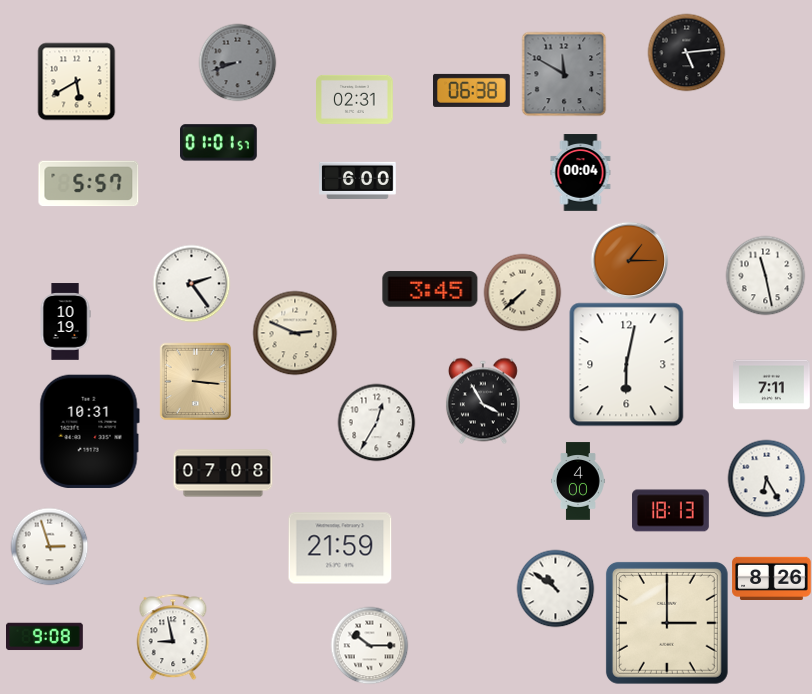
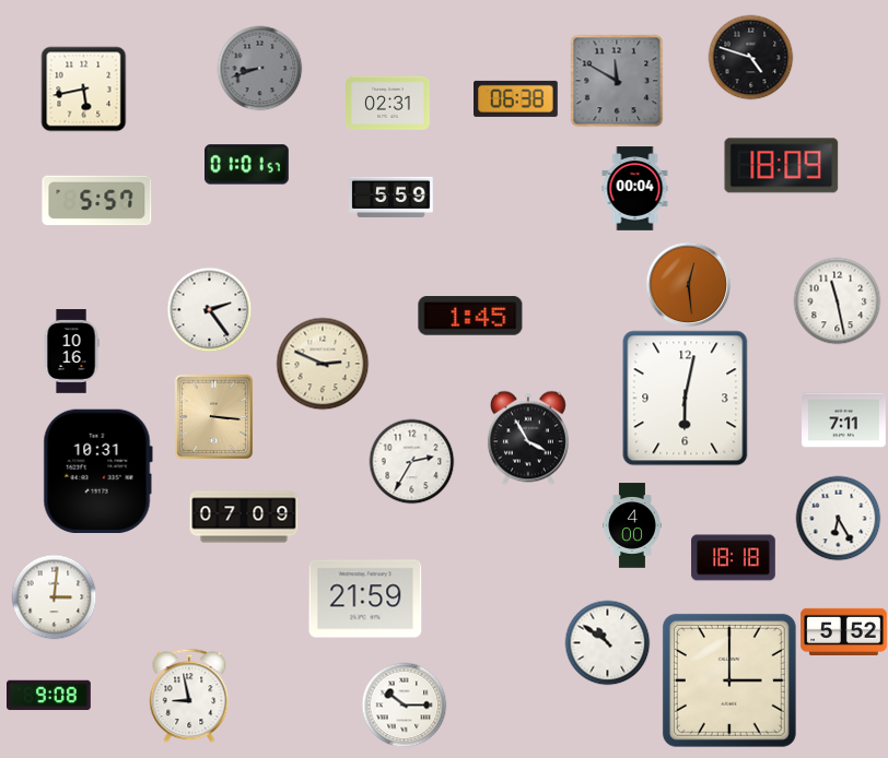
clock at (686, 52): 5:14 -> 4:48
clock at (76, 81): 5:40 -> 5:43
clock at (355, 99) position: (355, 99) -> (388, 103)
clock at (219, 143) position: (219, 143) -> (247, 165)
clock at (782, 166): none -> 18:09
clock at (358, 180): 6:00 -> 5:59
clock at (629, 260): 1:15 -> 12:29
clock at (430, 289): 3:45 -> 1:45
clock at (522, 292): 7:38 -> none
clock at (65, 322): 10:19 -> 10:16
clock at (376, 422): 12:35 -> 2:35
clock at (223, 473): 07:08 -> 07:09
clock at (766, 478) position: (766, 478) -> (838, 518)
clock at (671, 511): 18:13 -> 18:18
clock at (49, 546): 2:57 -> 3:01
clock at (340, 548) position: (340, 548) -> (365, 599)
clock at (772, 578): 8:26 -> 5:52
